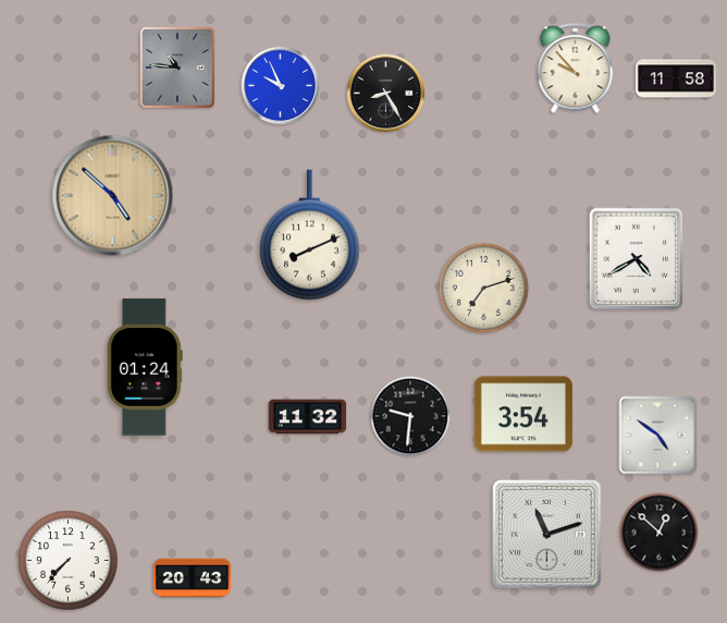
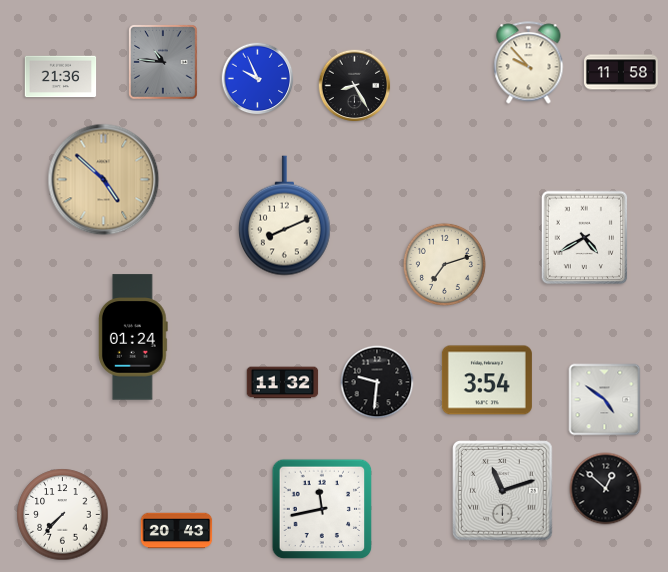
clock at (61, 77): none -> 21:36
clock at (523, 414) position: (523, 414) -> (487, 380)
clock at (322, 509): none -> 11:43
